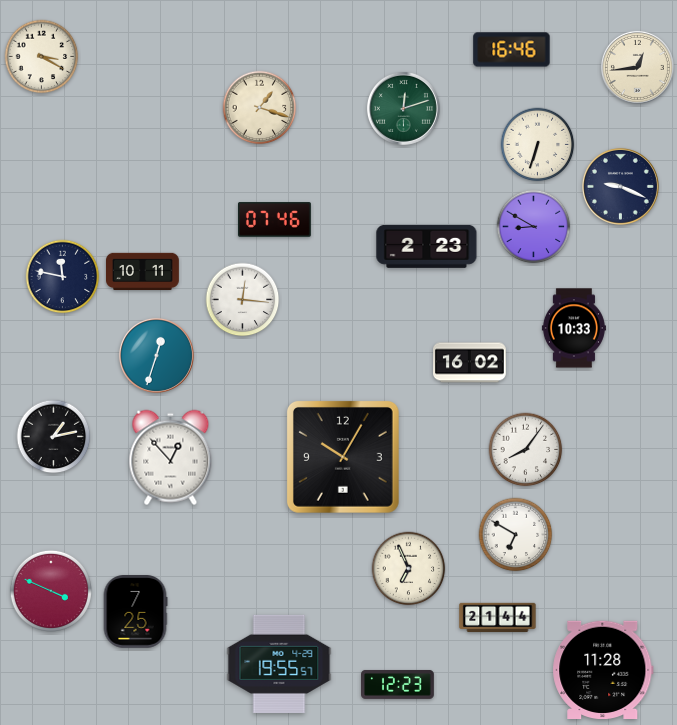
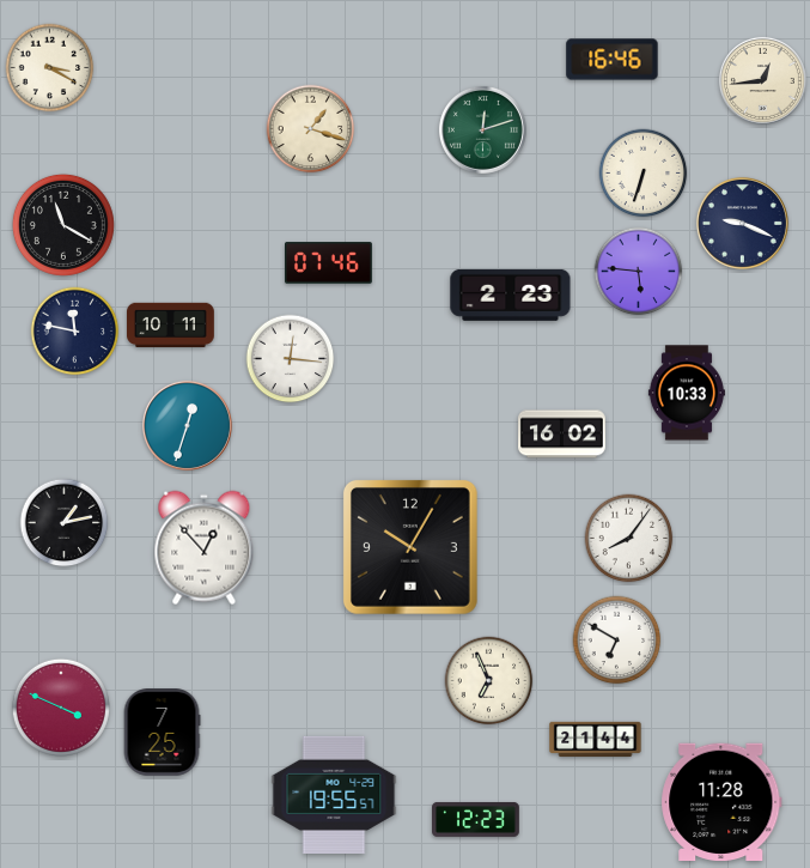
clock at (63, 225): none -> 11:20
clock at (534, 227): 8:50 -> 5:46
